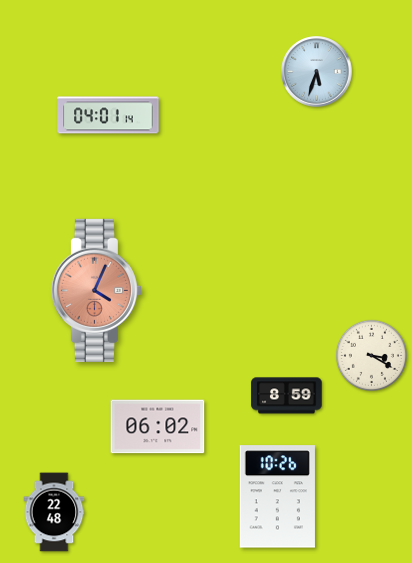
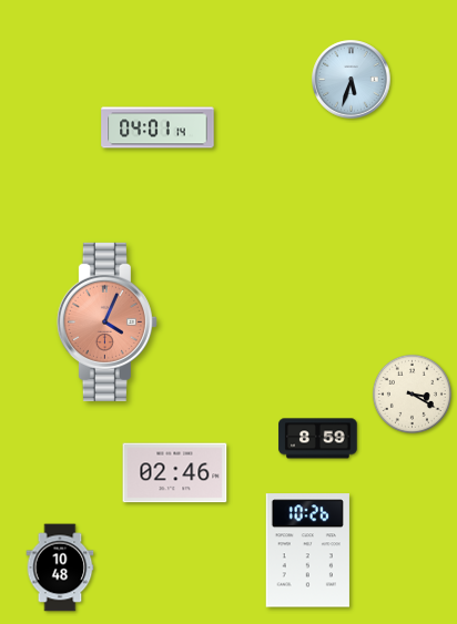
clock at (108, 115) position: (108, 115) -> (158, 127)
clock at (158, 427): 06:02 -> 02:46
clock at (54, 512): 22:48 -> 10:48
